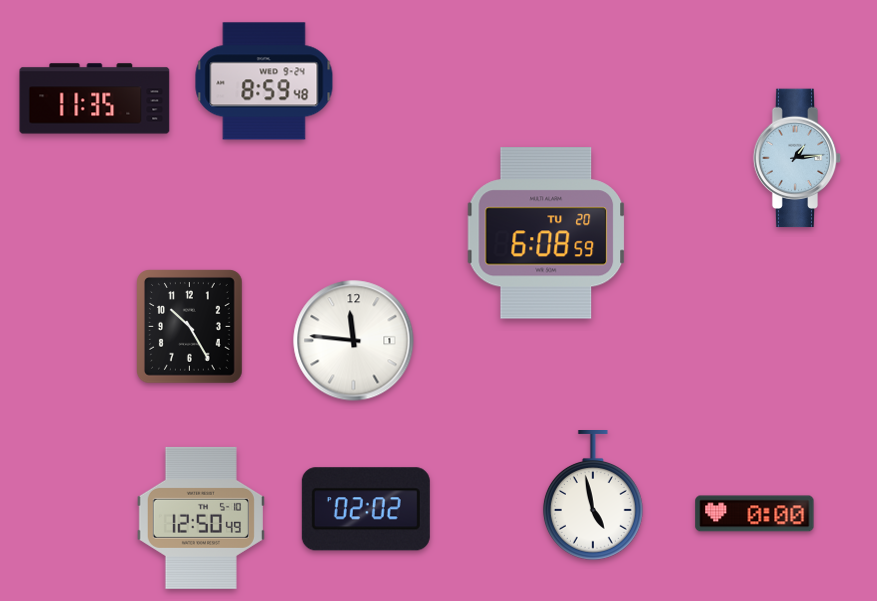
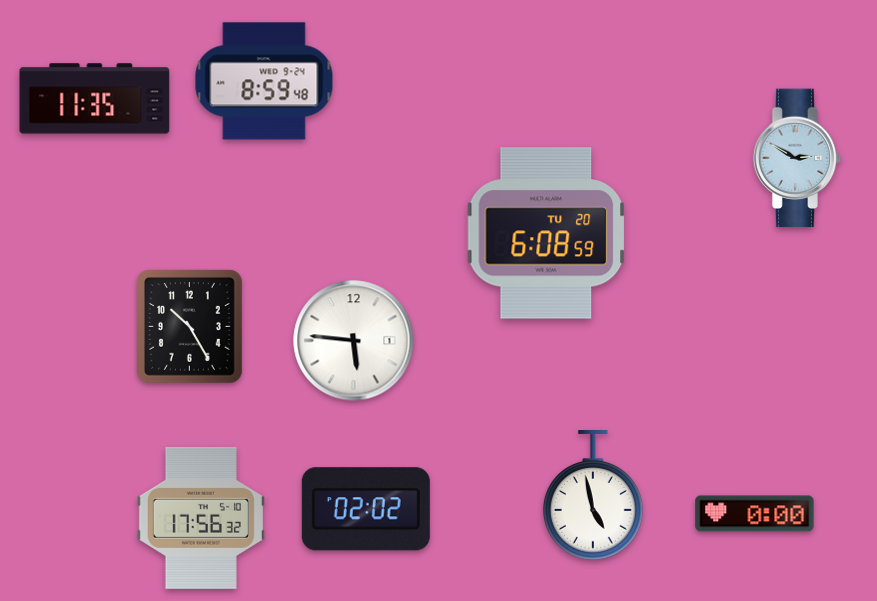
clock at (797, 158): 1:14 -> 2:50
clock at (354, 341): 11:46 -> 5:46
clock at (201, 518): 12:50 -> 17:56
